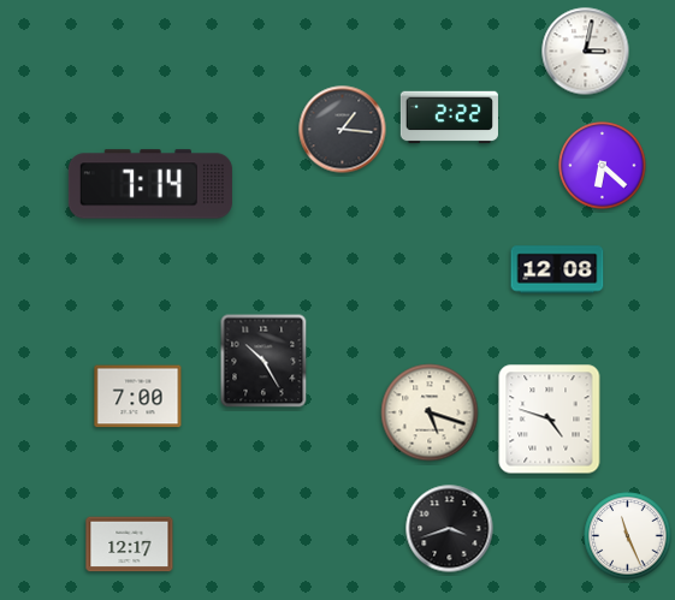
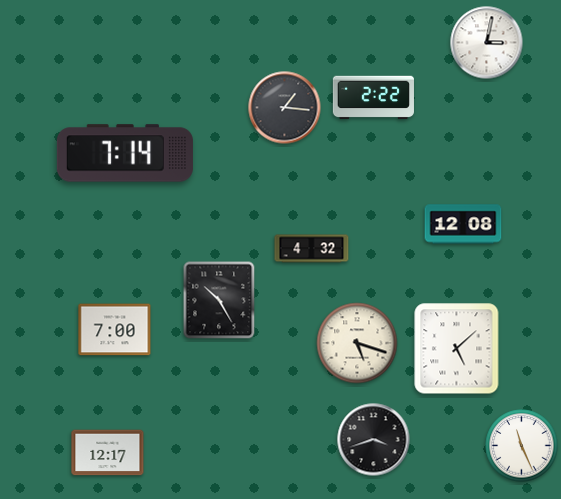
clock at (603, 166): 6:22 -> none
clock at (312, 249): none -> 4:32
clock at (550, 420): 4:48 -> 5:08
